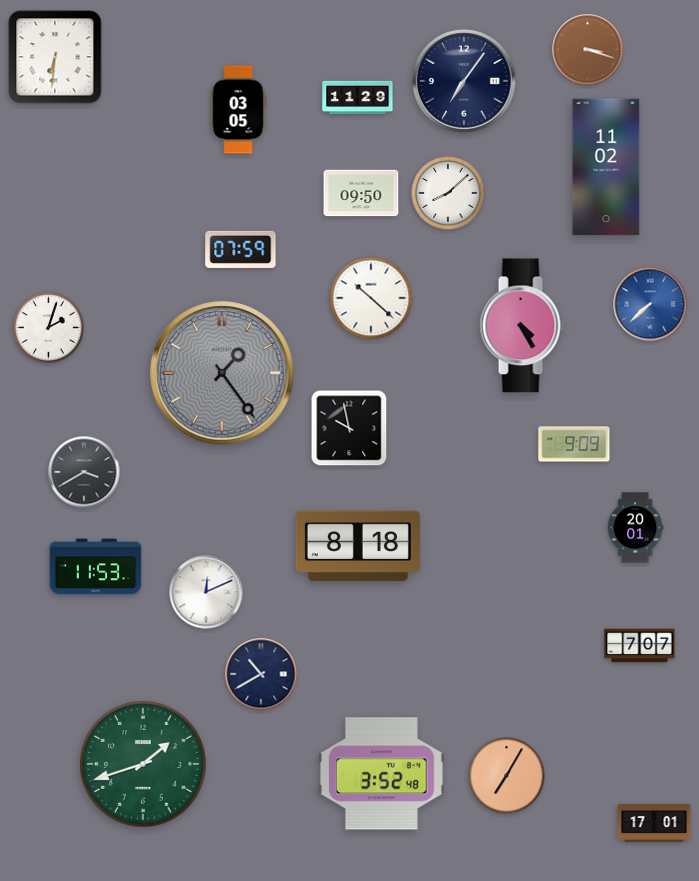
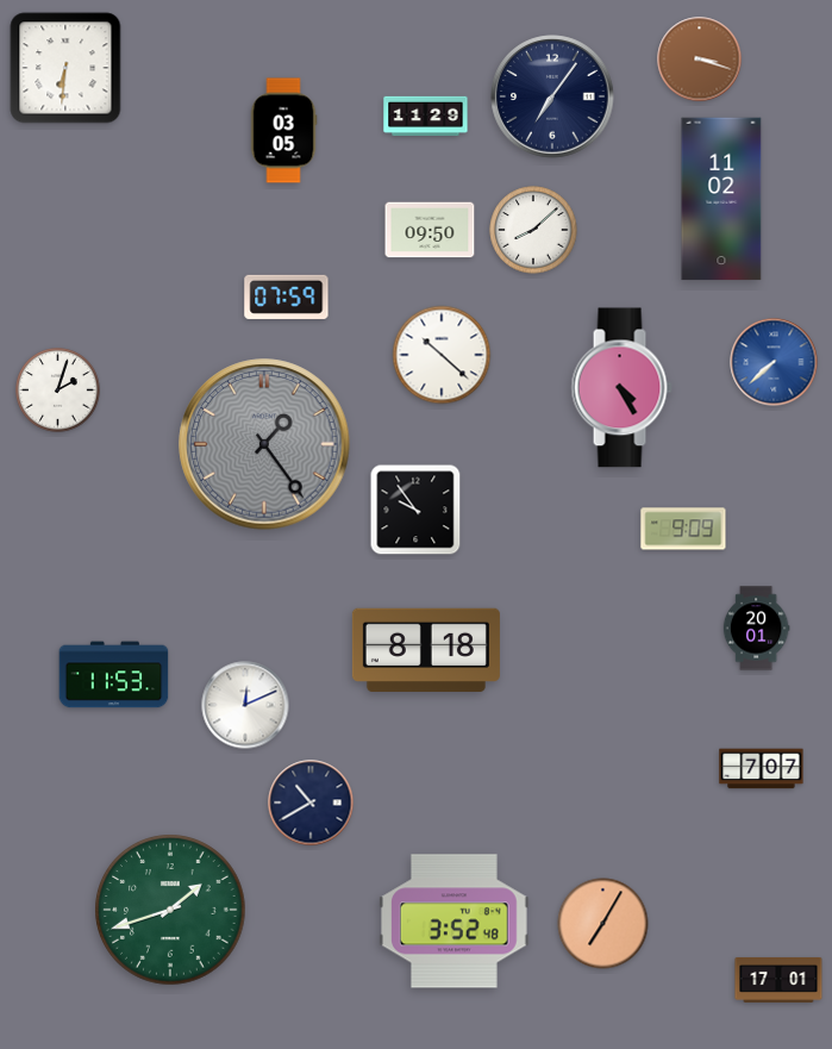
clock at (349, 428): 9:58 -> 9:54
clock at (84, 472): 3:40 -> none
